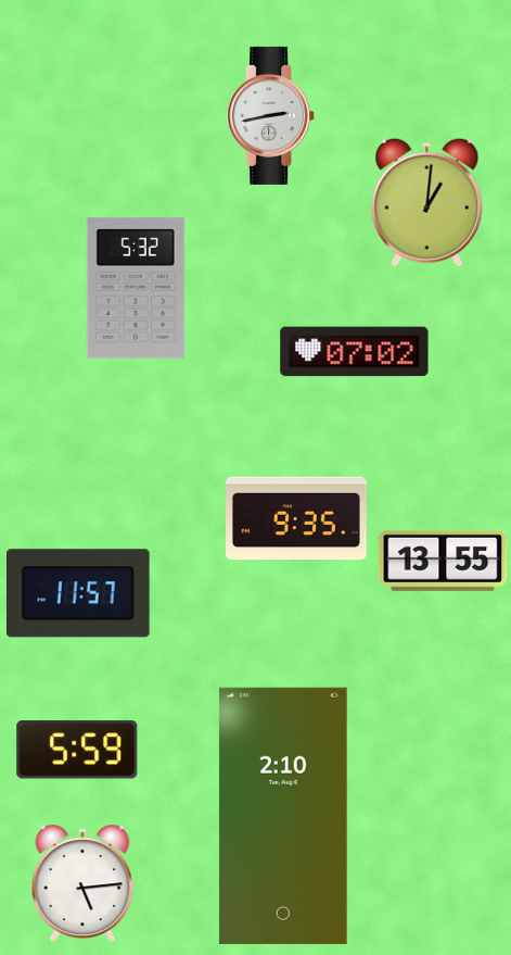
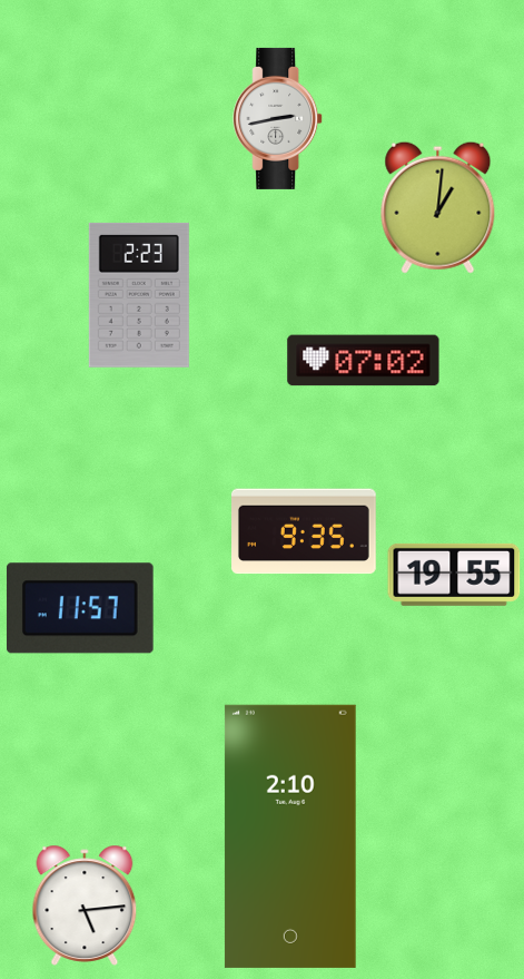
clock at (136, 288): 5:32 -> 2:23
clock at (443, 561): 13:55 -> 19:55
clock at (77, 750): 5:59 -> none
